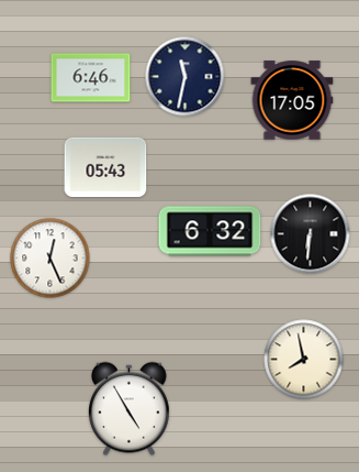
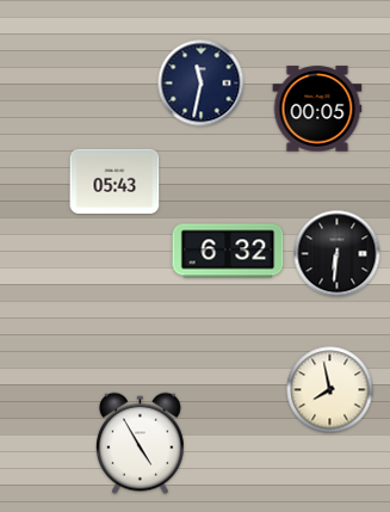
clock at (91, 78): 6:46 -> none
clock at (292, 100): 17:05 -> 00:05
clock at (51, 259): 12:26 -> none
